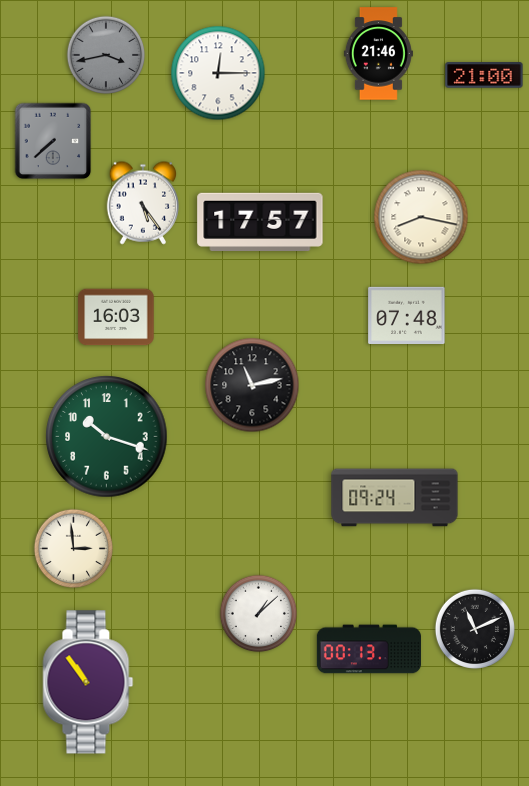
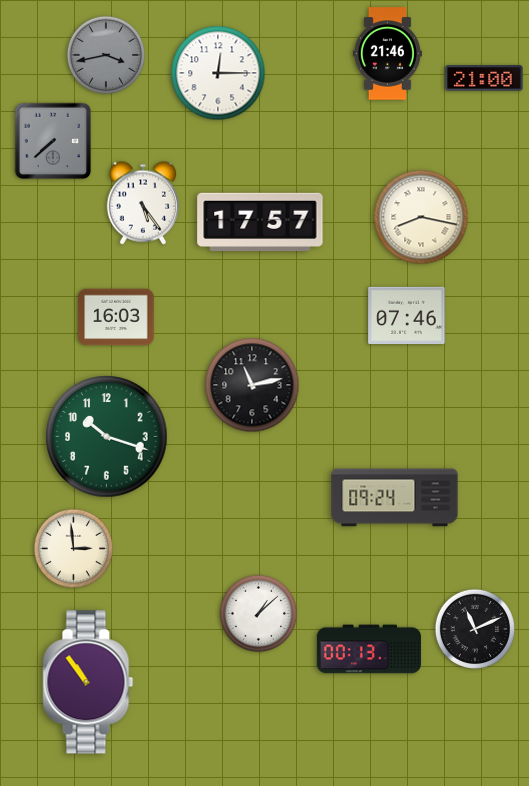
clock at (378, 54) position: (378, 54) -> (387, 54)
clock at (484, 75) position: (484, 75) -> (484, 78)
clock at (407, 315): 07:48 -> 07:46
